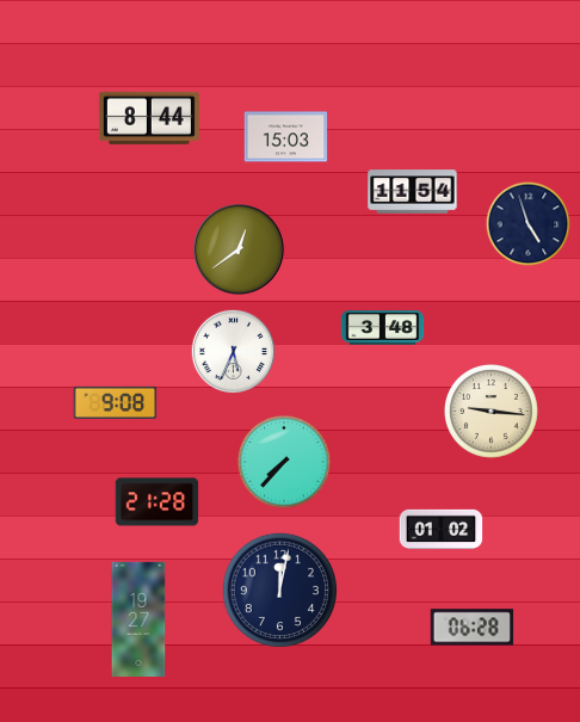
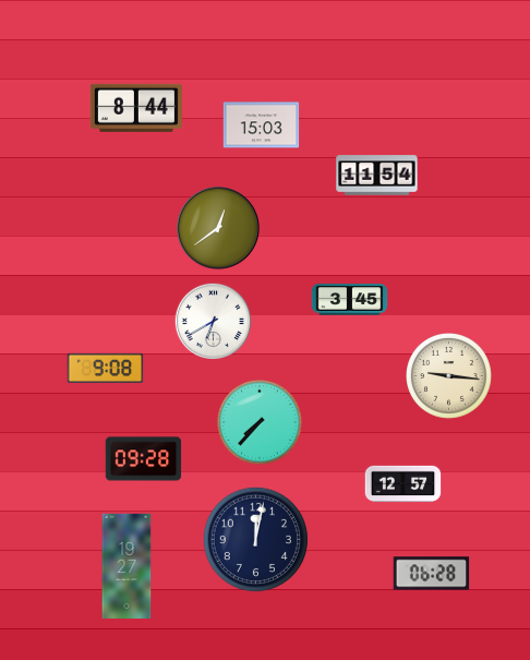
clock at (529, 224): 4:57 -> none
clock at (383, 328): 3:48 -> 3:45
clock at (233, 351): 5:34 -> 6:40
clock at (158, 502): 21:28 -> 09:28
clock at (442, 530): 01:02 -> 12:57
